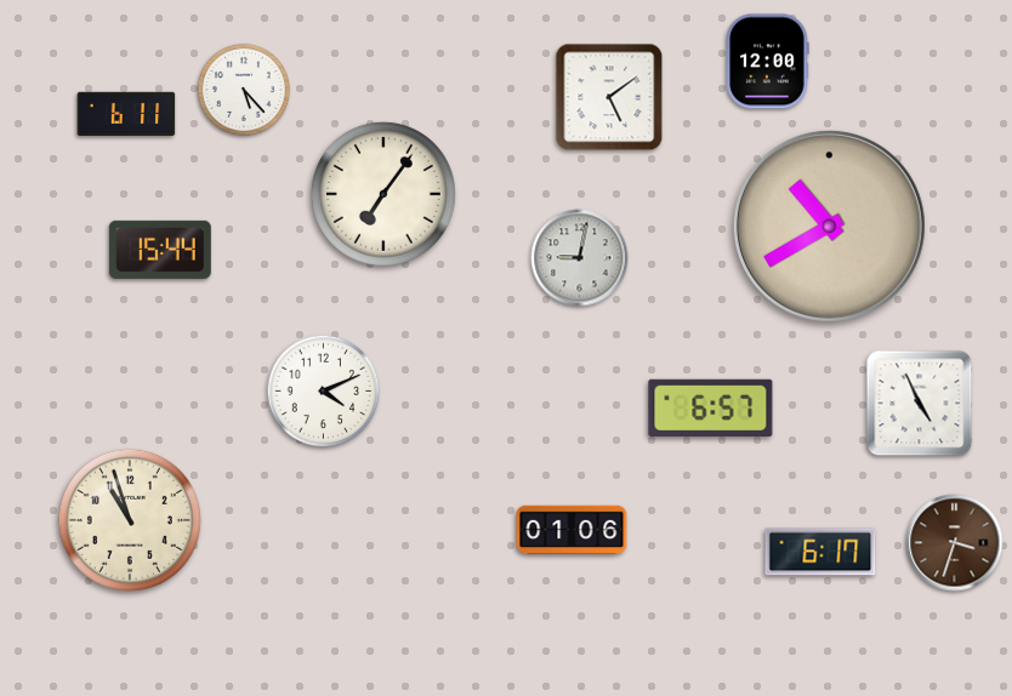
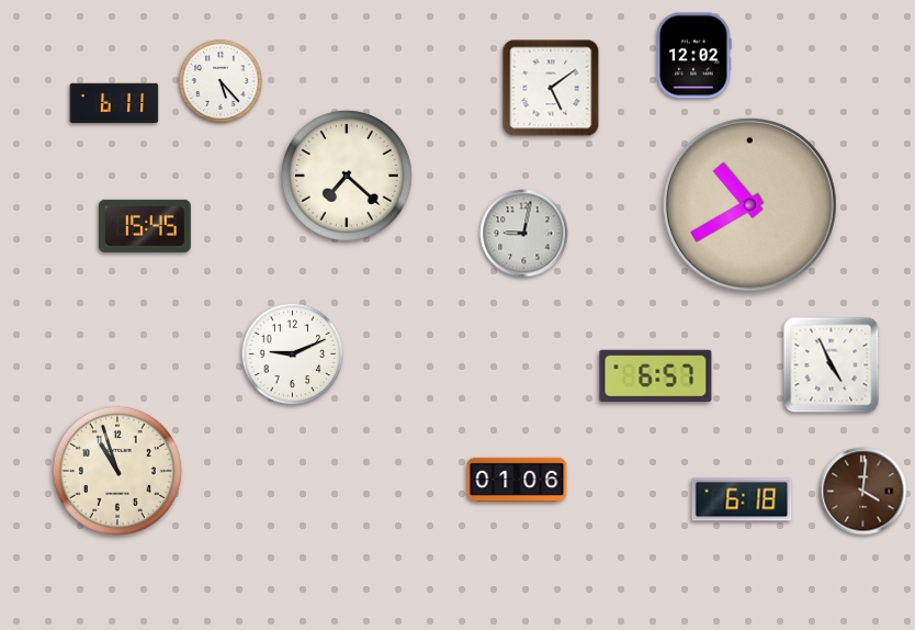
clock at (767, 62): 12:00 -> 12:02
clock at (383, 194): 7:06 -> 7:22
clock at (160, 250): 15:44 -> 15:45
clock at (324, 392): 4:11 -> 9:11
clock at (711, 409) position: (711, 409) -> (656, 376)
clock at (955, 543): 3:33 -> 4:01
clock at (820, 552): 6:17 -> 6:18
